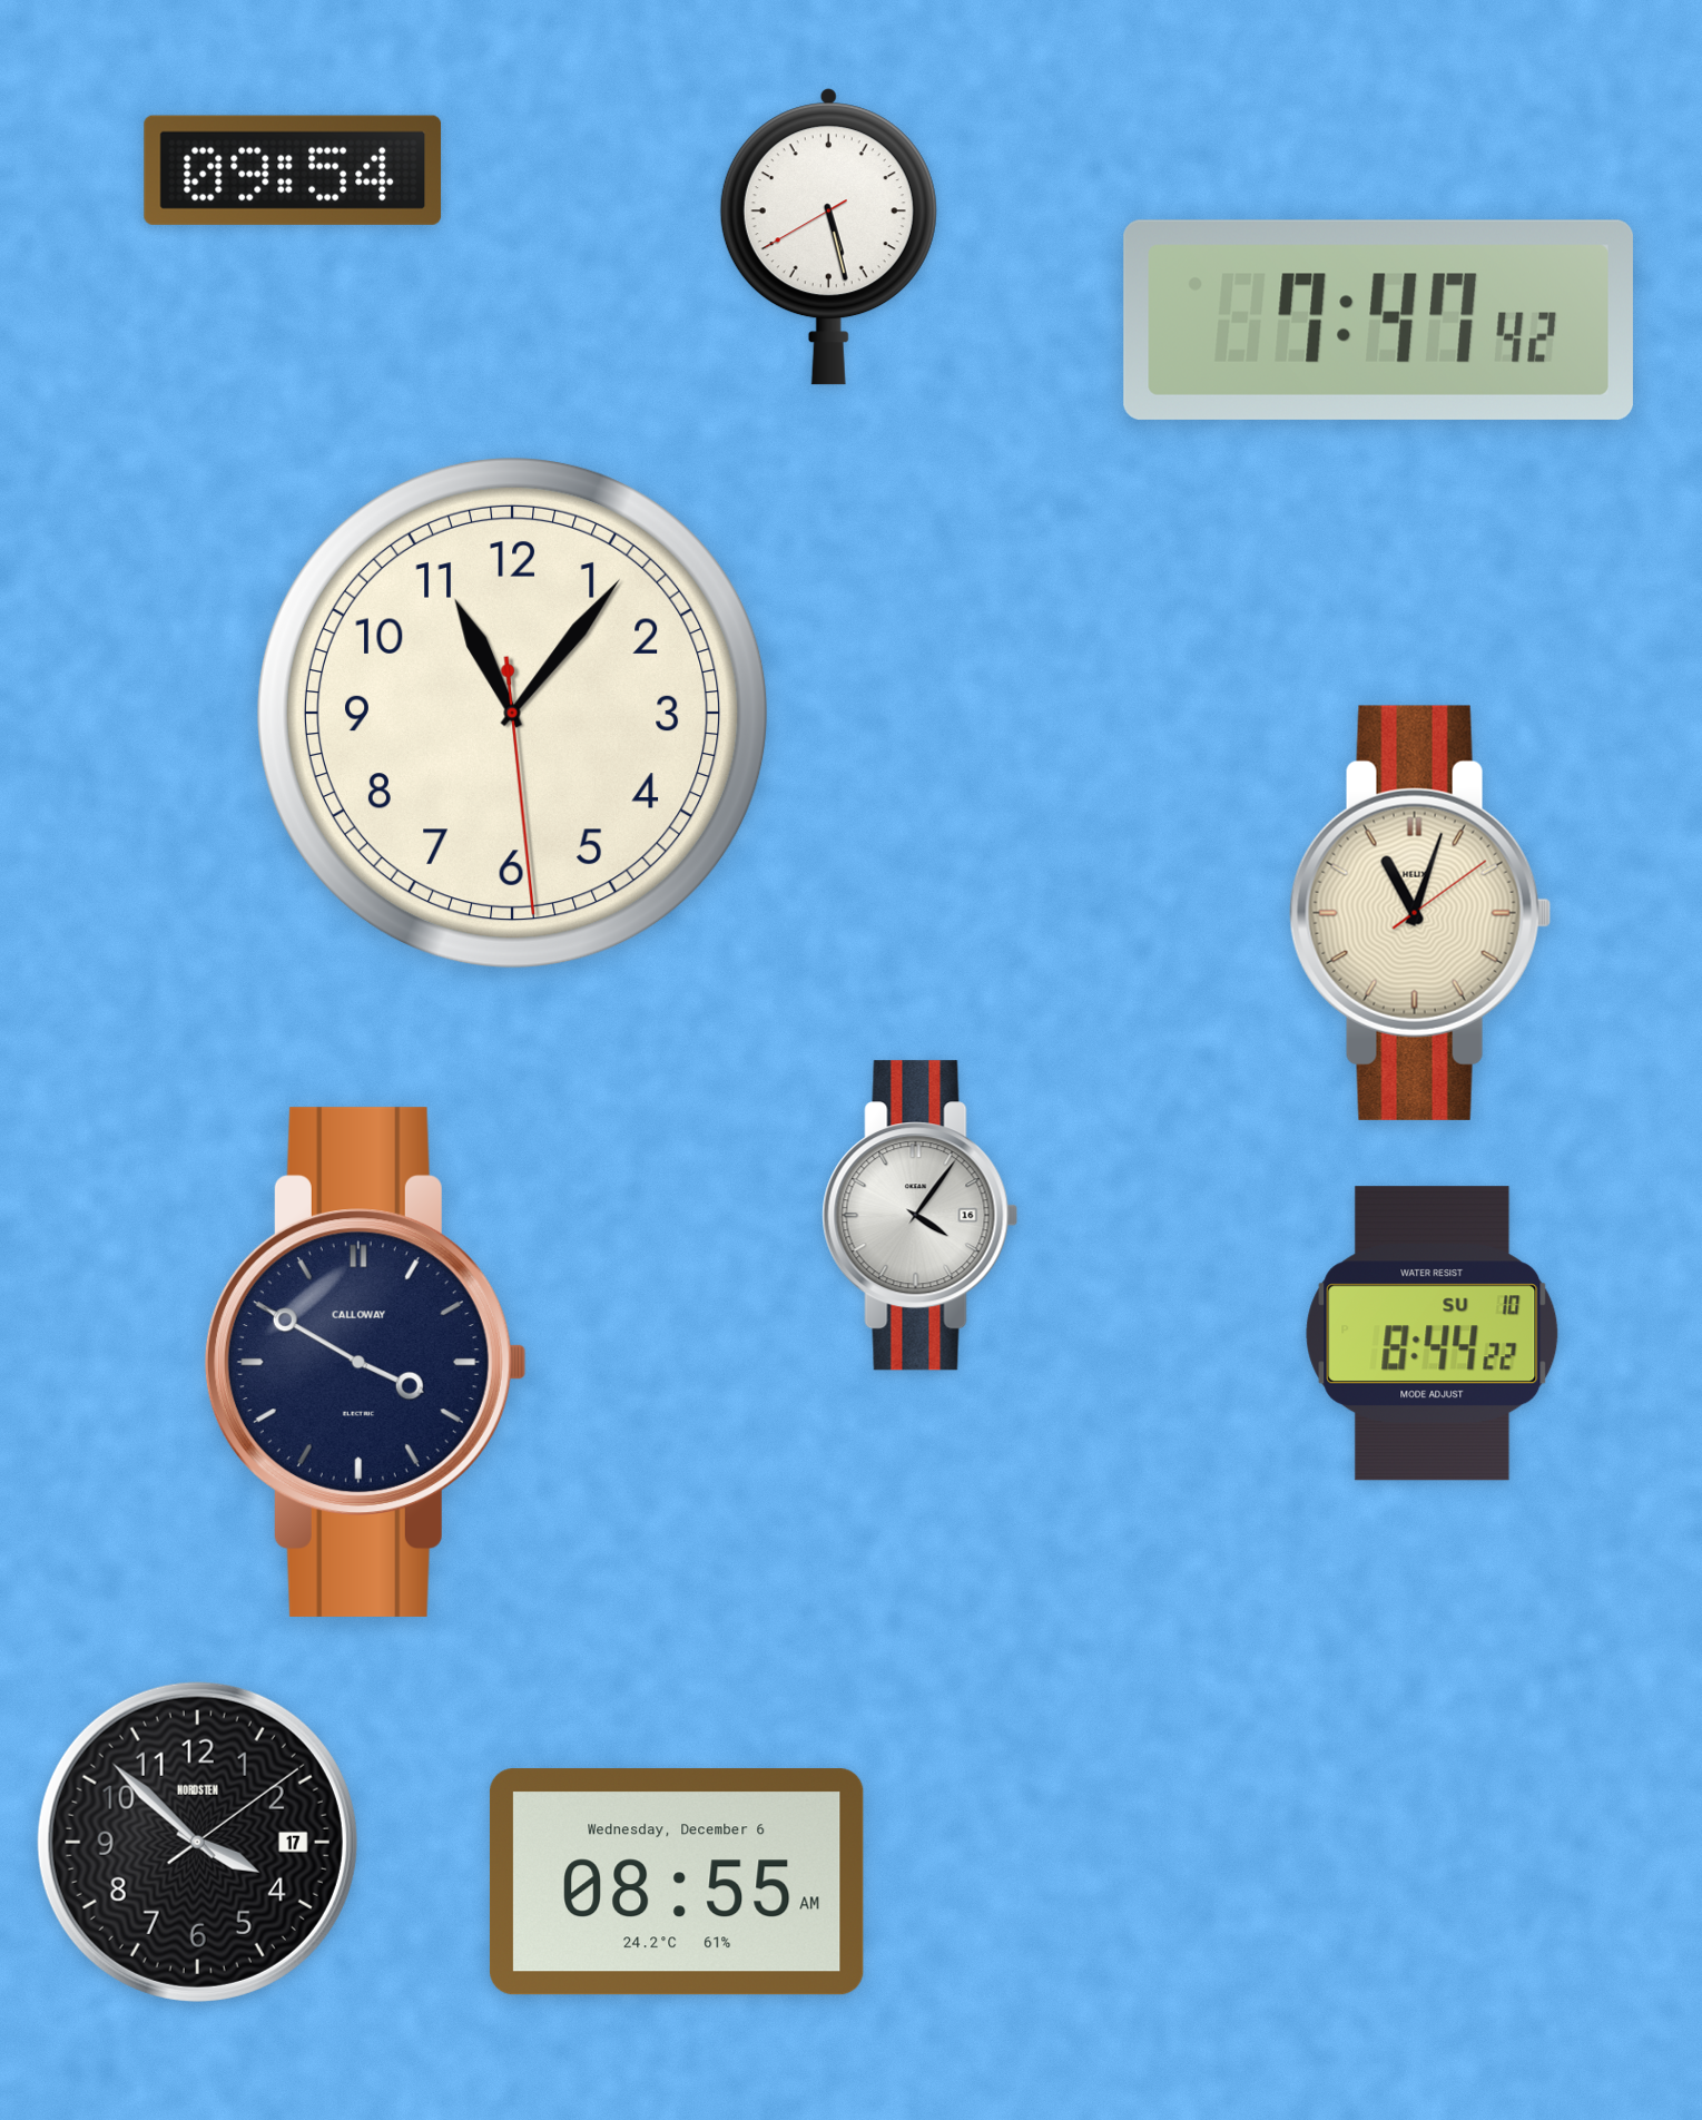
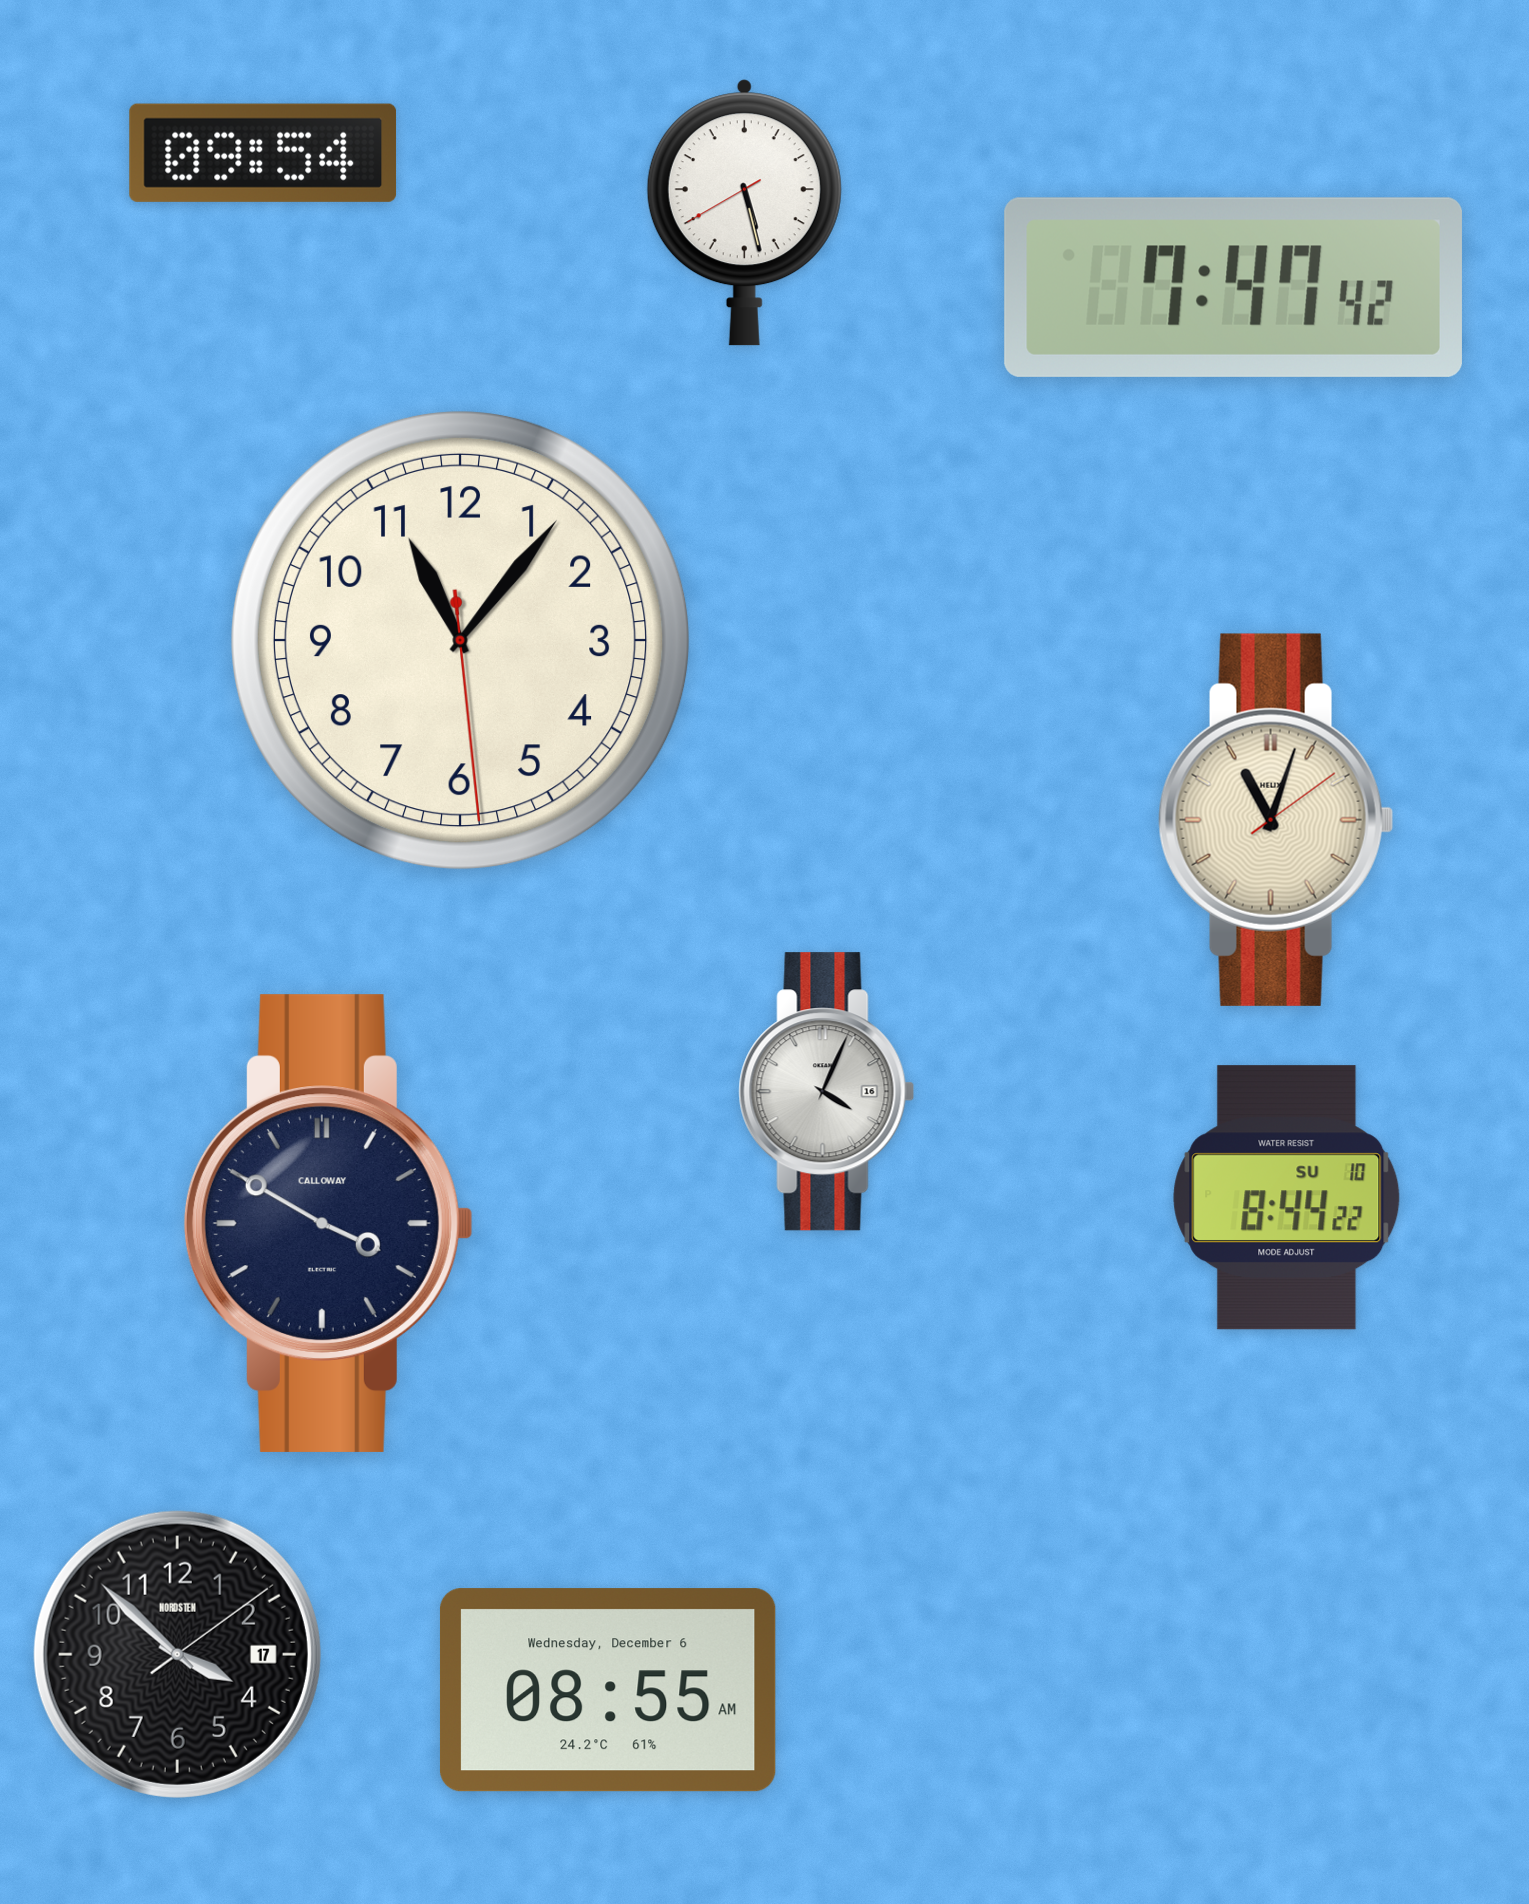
clock at (1378, 320) position: (1378, 320) -> (1233, 287)
clock at (921, 1216): 4:06 -> 4:04
